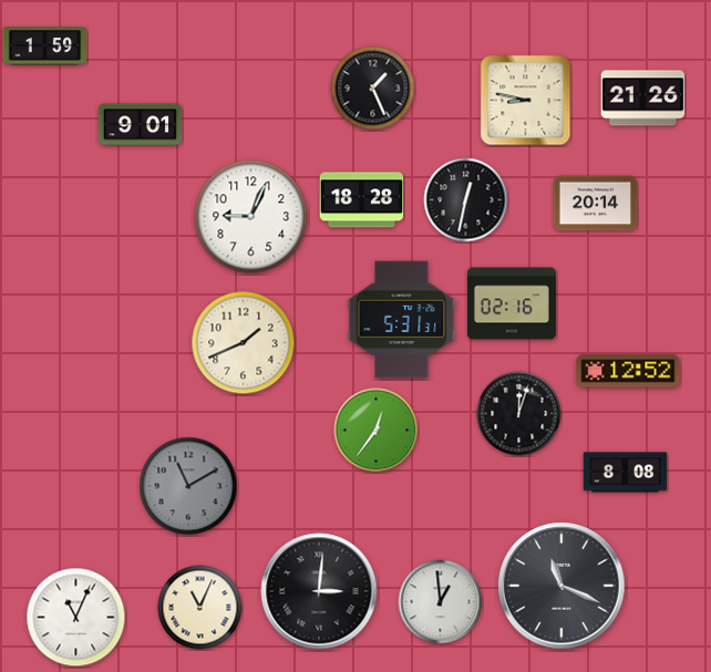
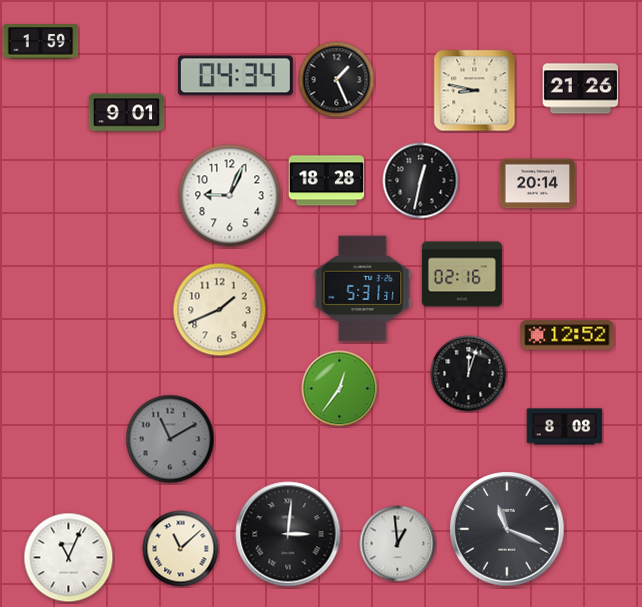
clock at (235, 76): none -> 04:34
clock at (251, 217) position: (251, 217) -> (230, 196)
clock at (200, 608): 11:04 -> 11:08
